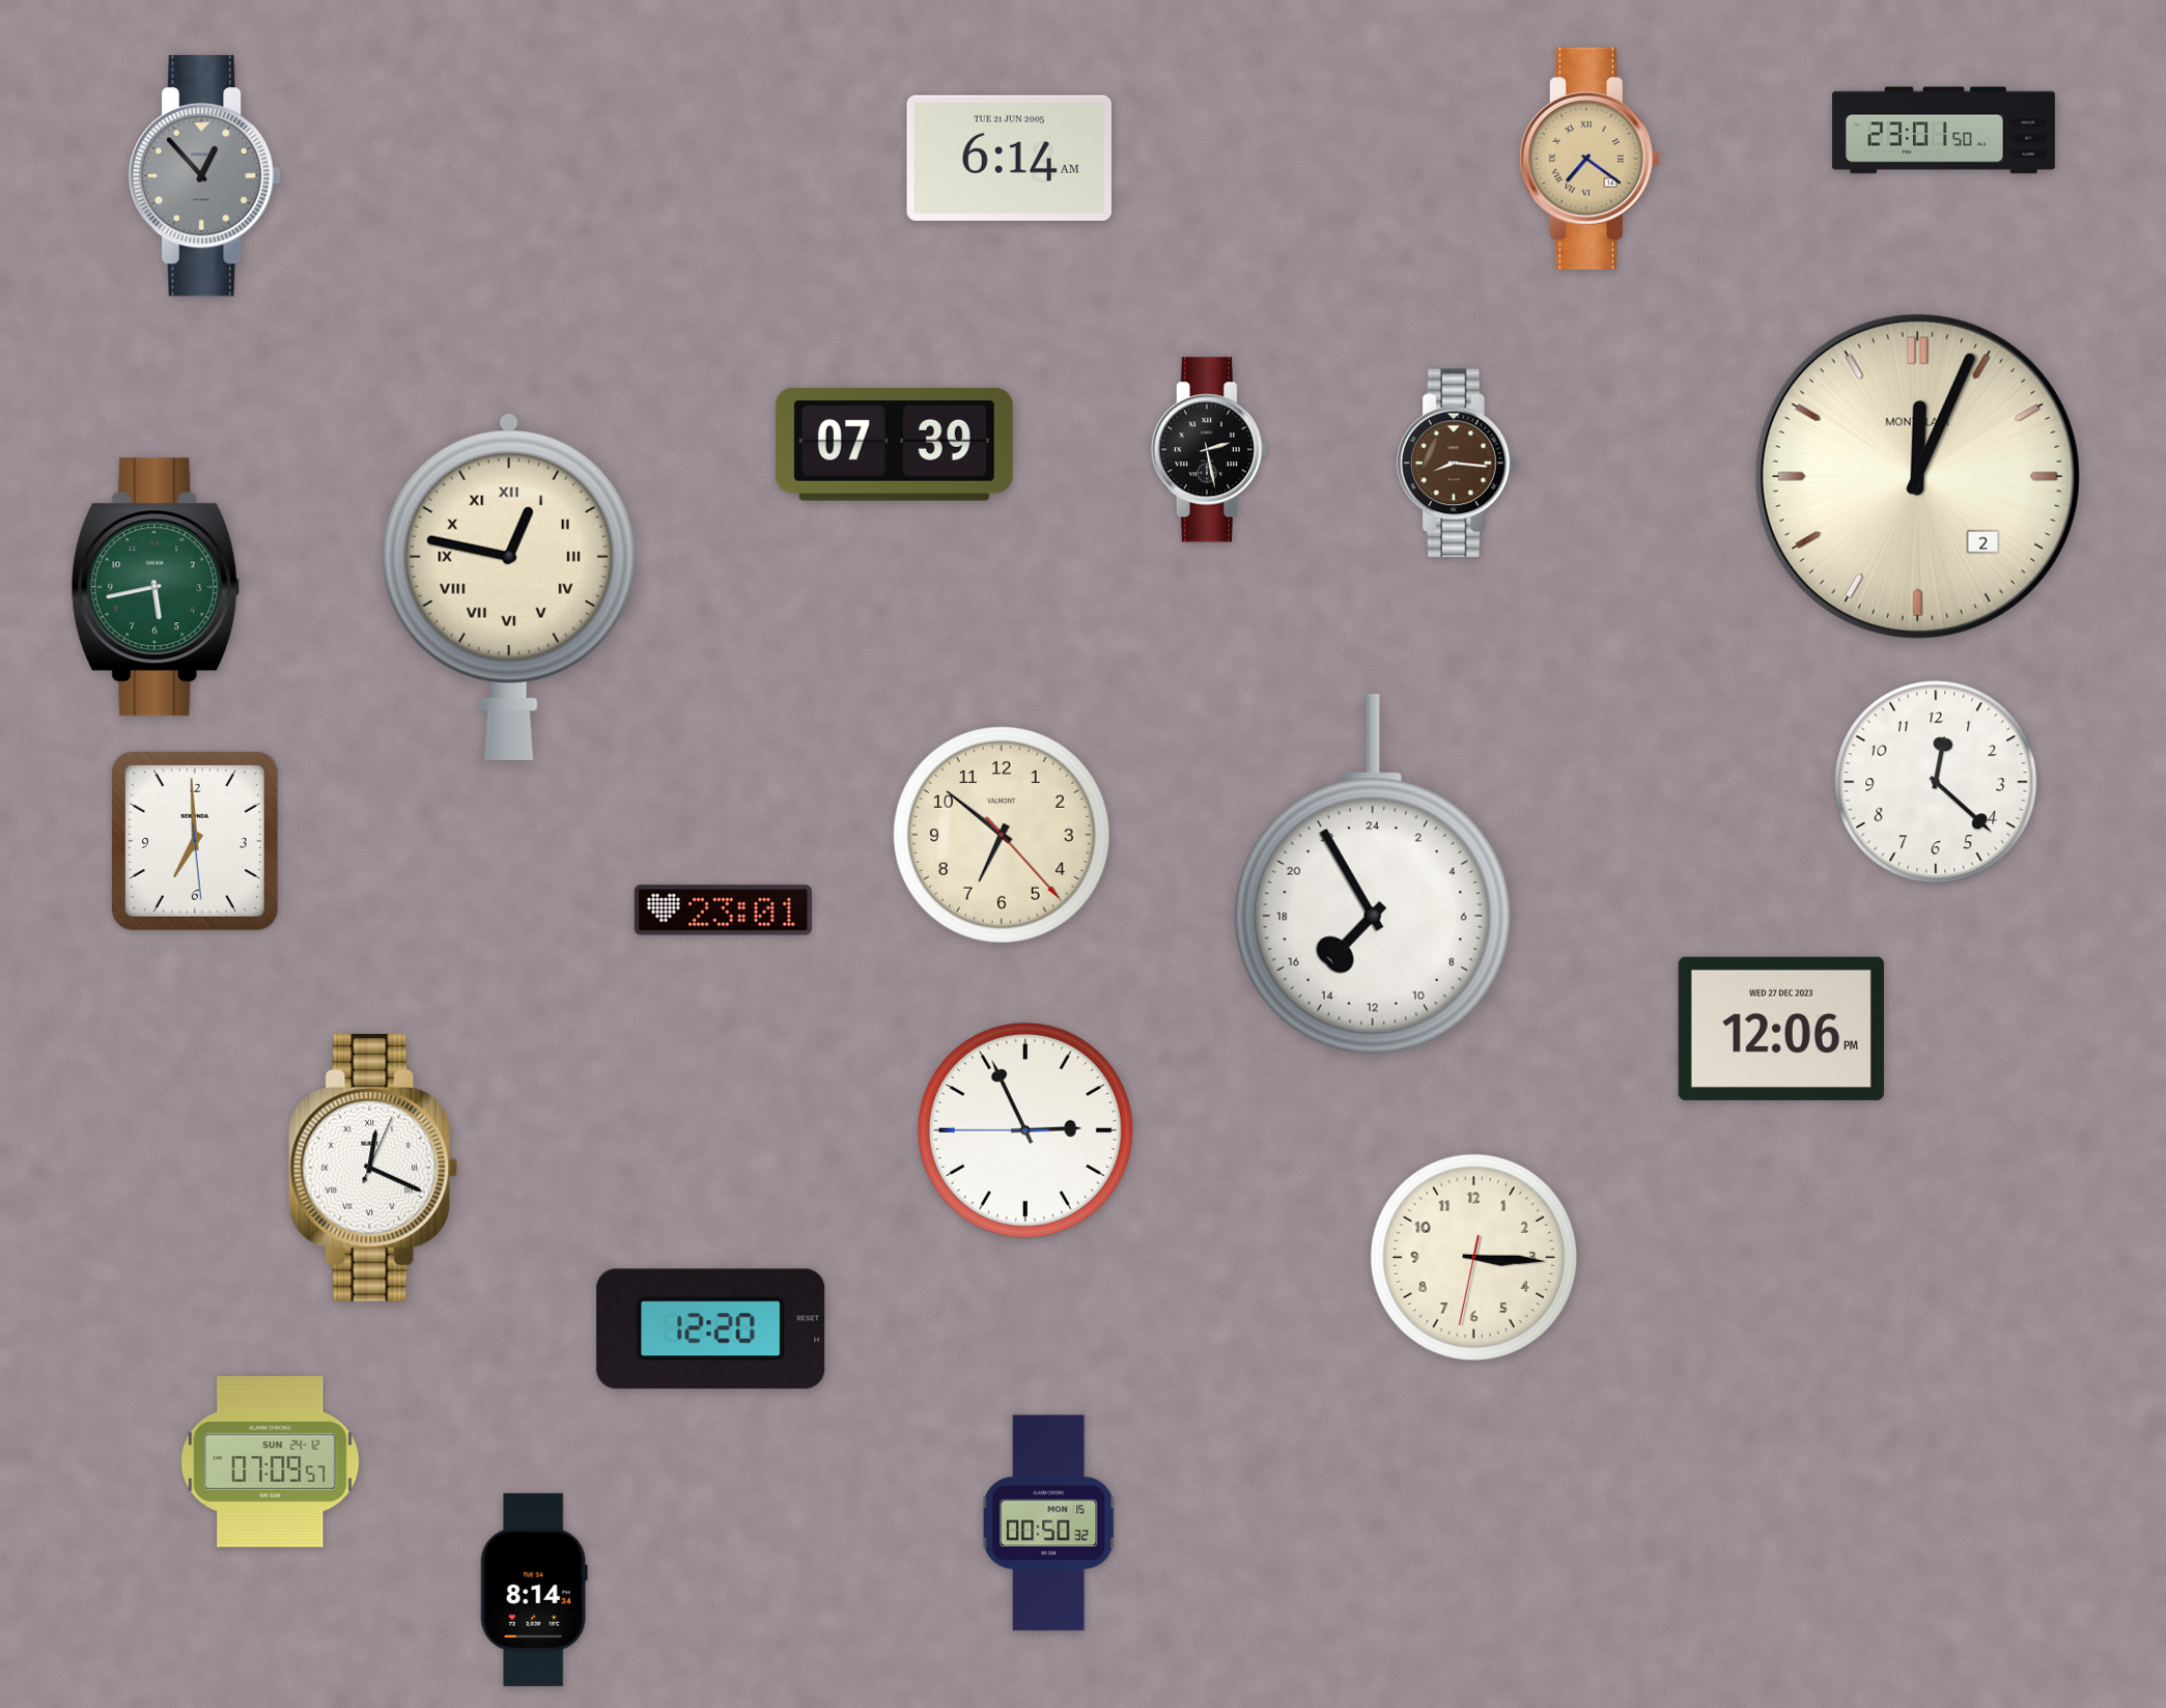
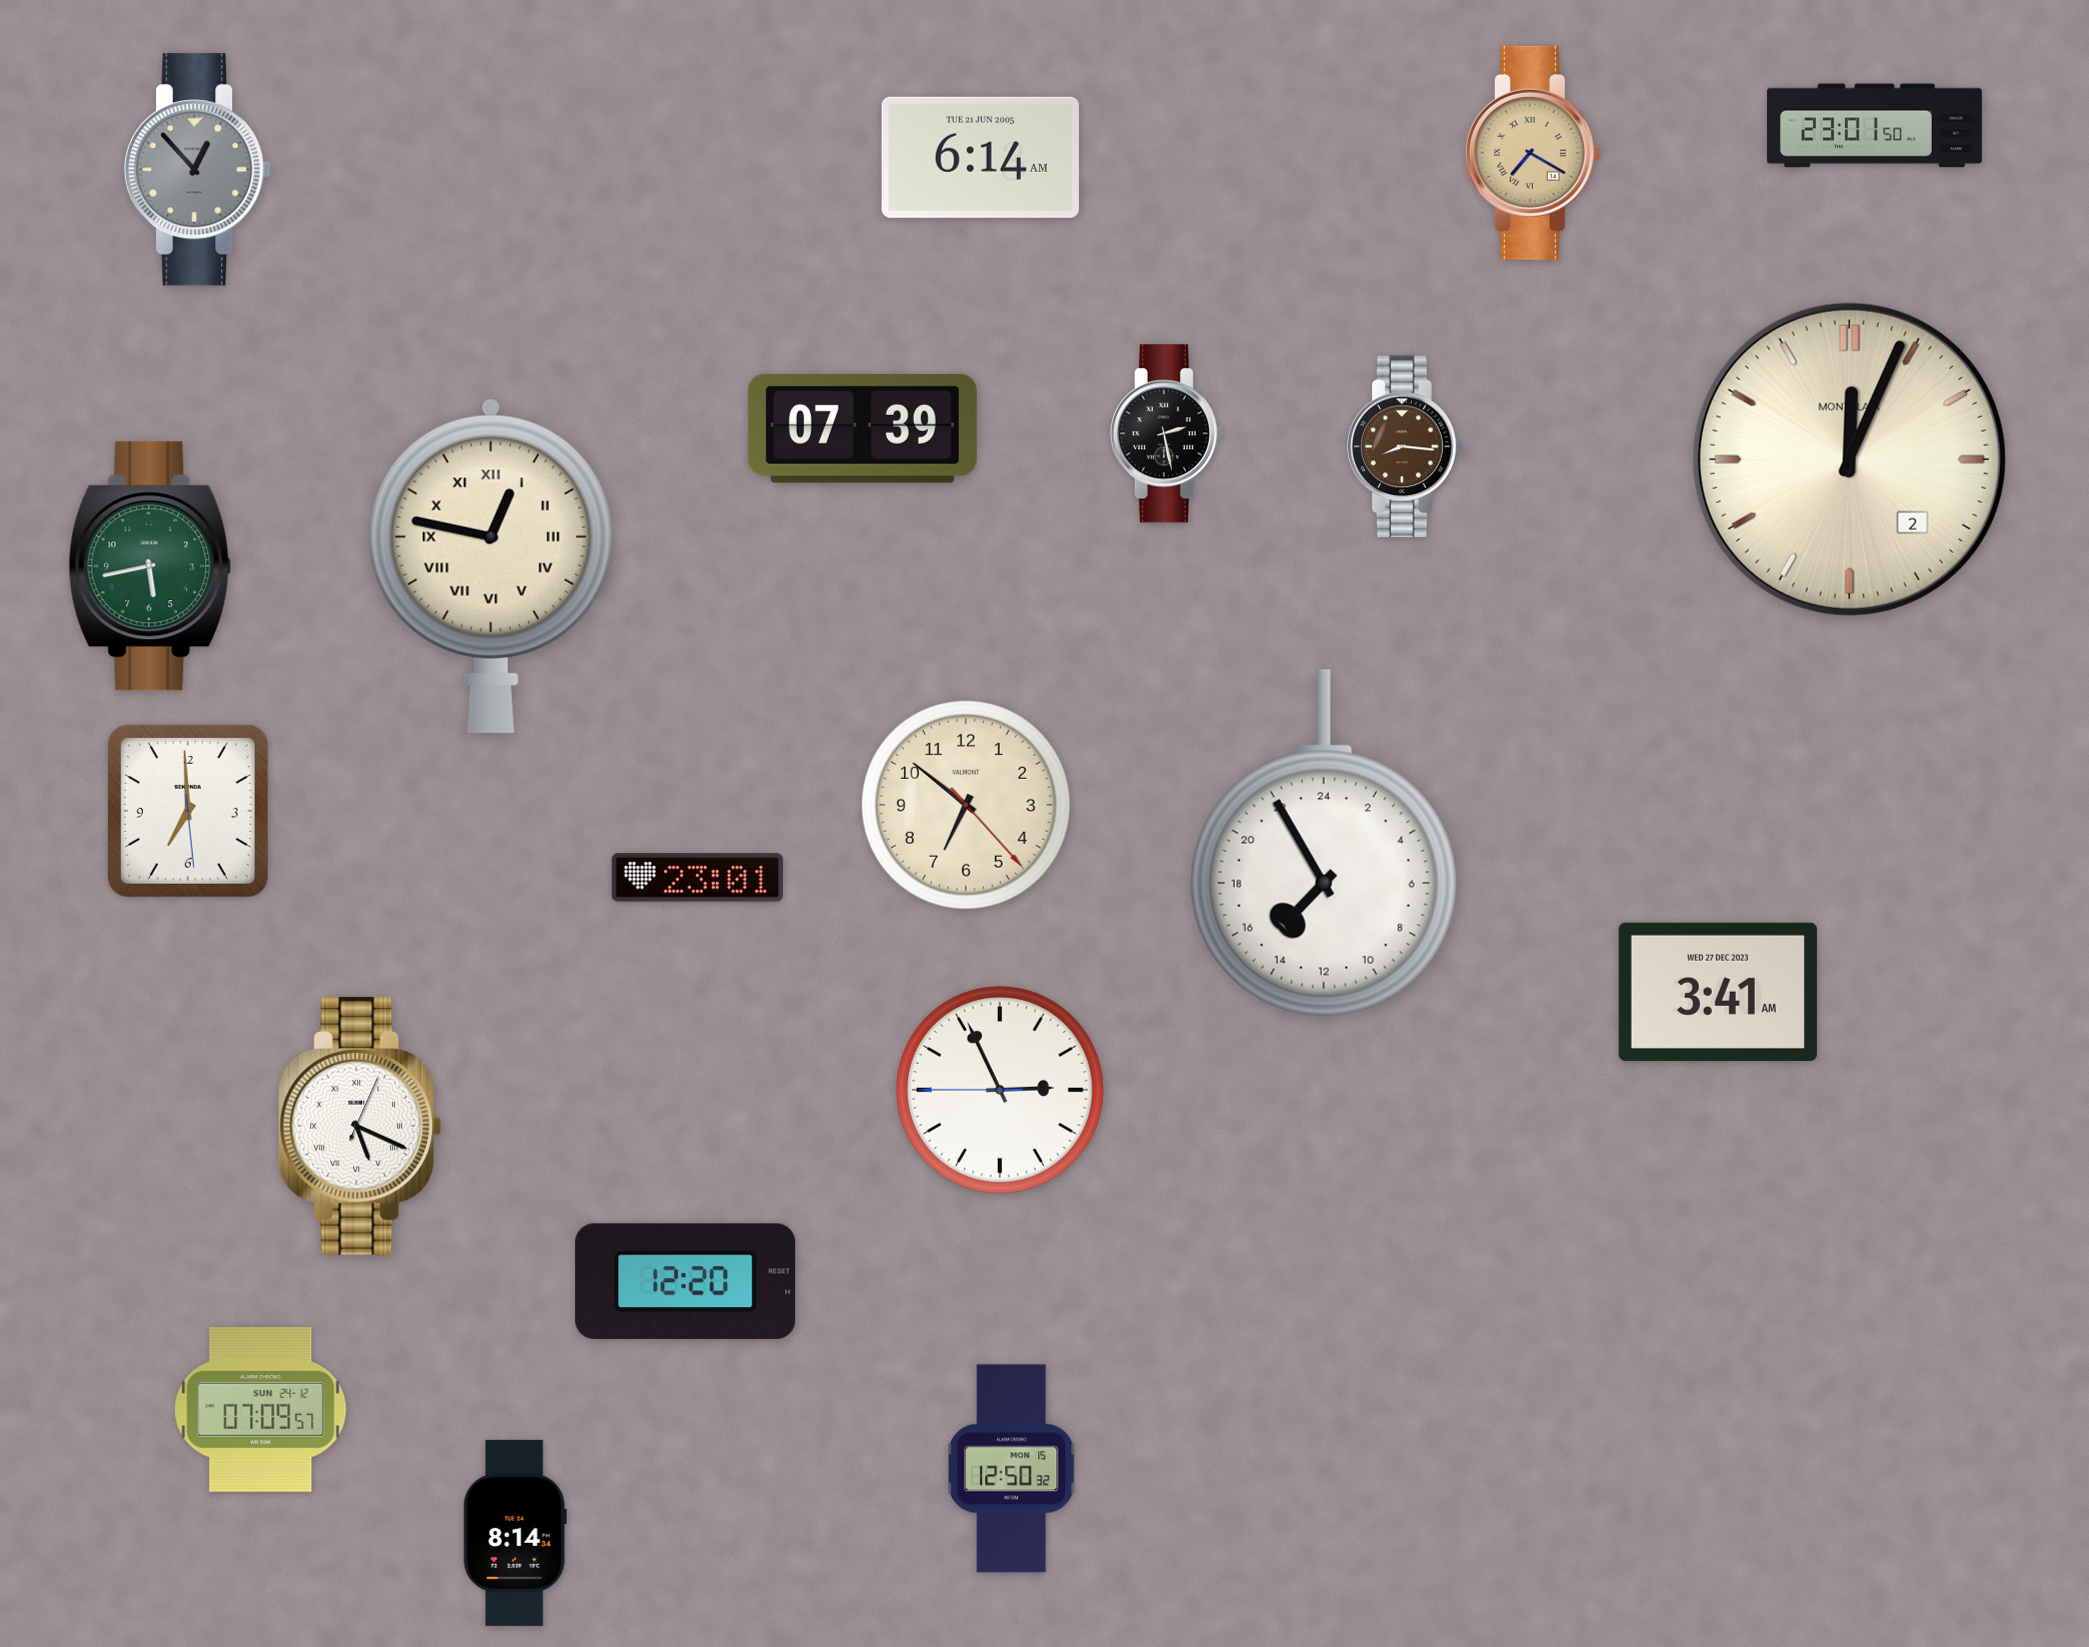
clock at (1009, 158) position: (1009, 158) -> (980, 157)
clock at (1590, 159): 7:21 -> 7:20
clock at (1936, 782): 12:22 -> none
clock at (1781, 1029): 12:06 -> 3:41
clock at (1025, 1130) position: (1025, 1130) -> (1000, 1090)
clock at (373, 1168): 12:19 -> 5:19
clock at (1474, 1258): 3:15 -> none
clock at (1048, 1523): 00:50 -> 12:50
